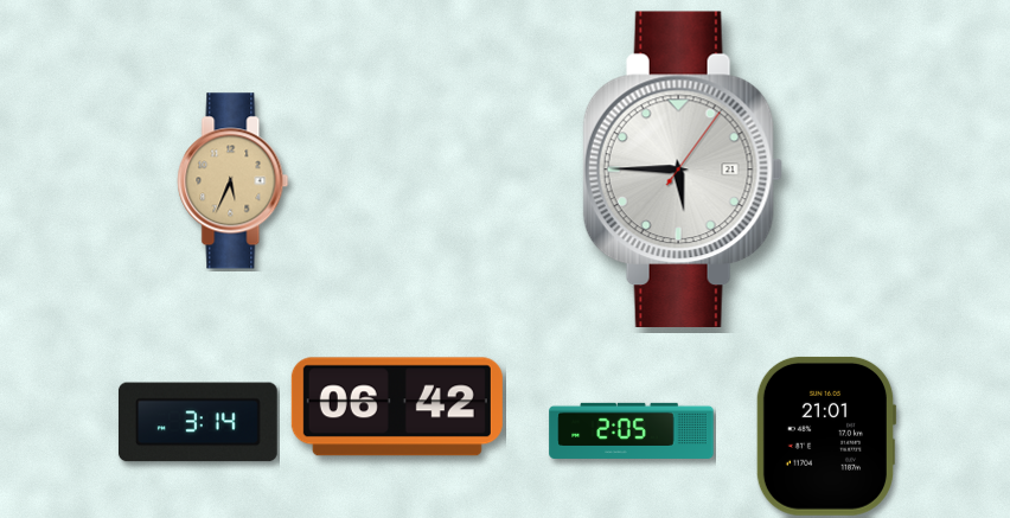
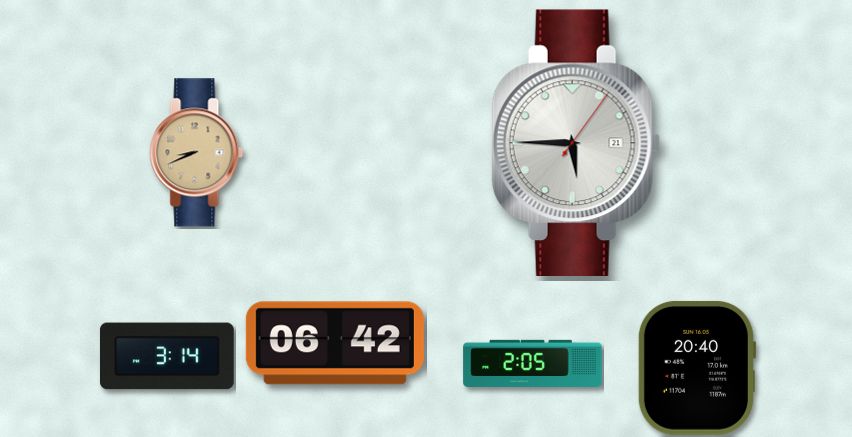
clock at (234, 181): 5:34 -> 8:41
clock at (826, 436): 21:01 -> 20:40
